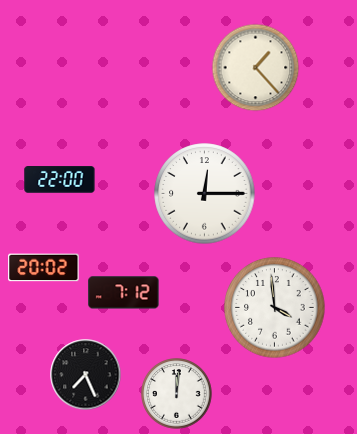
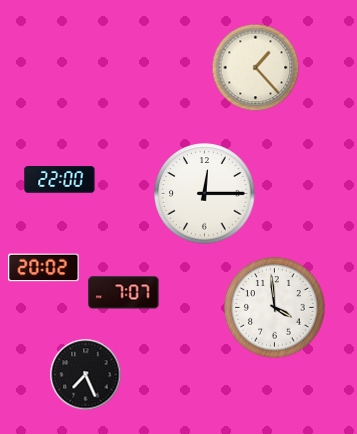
clock at (124, 293): 7:12 -> 7:07
clock at (177, 394): 12:01 -> none
